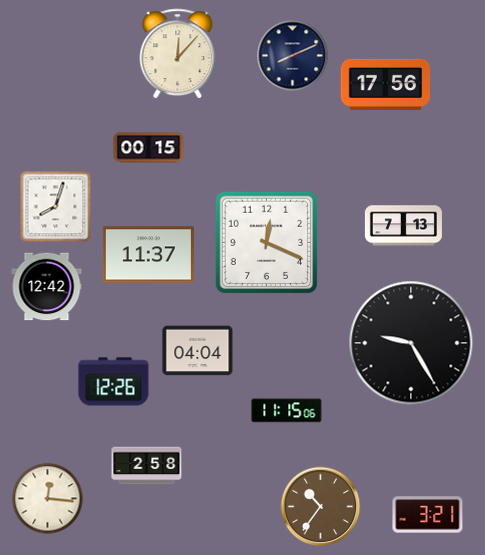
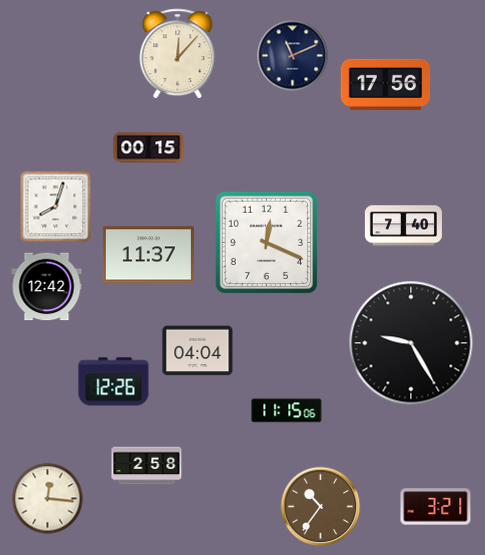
clock at (293, 56): 8:11 -> 11:11
clock at (403, 226): 7:13 -> 7:40
clock at (428, 515) position: (428, 515) -> (436, 507)
